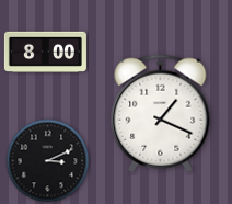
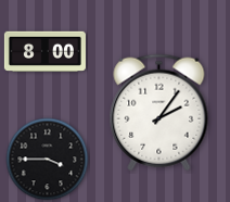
clock at (161, 114): 1:19 -> 2:06
clock at (48, 161): 3:11 -> 3:45
